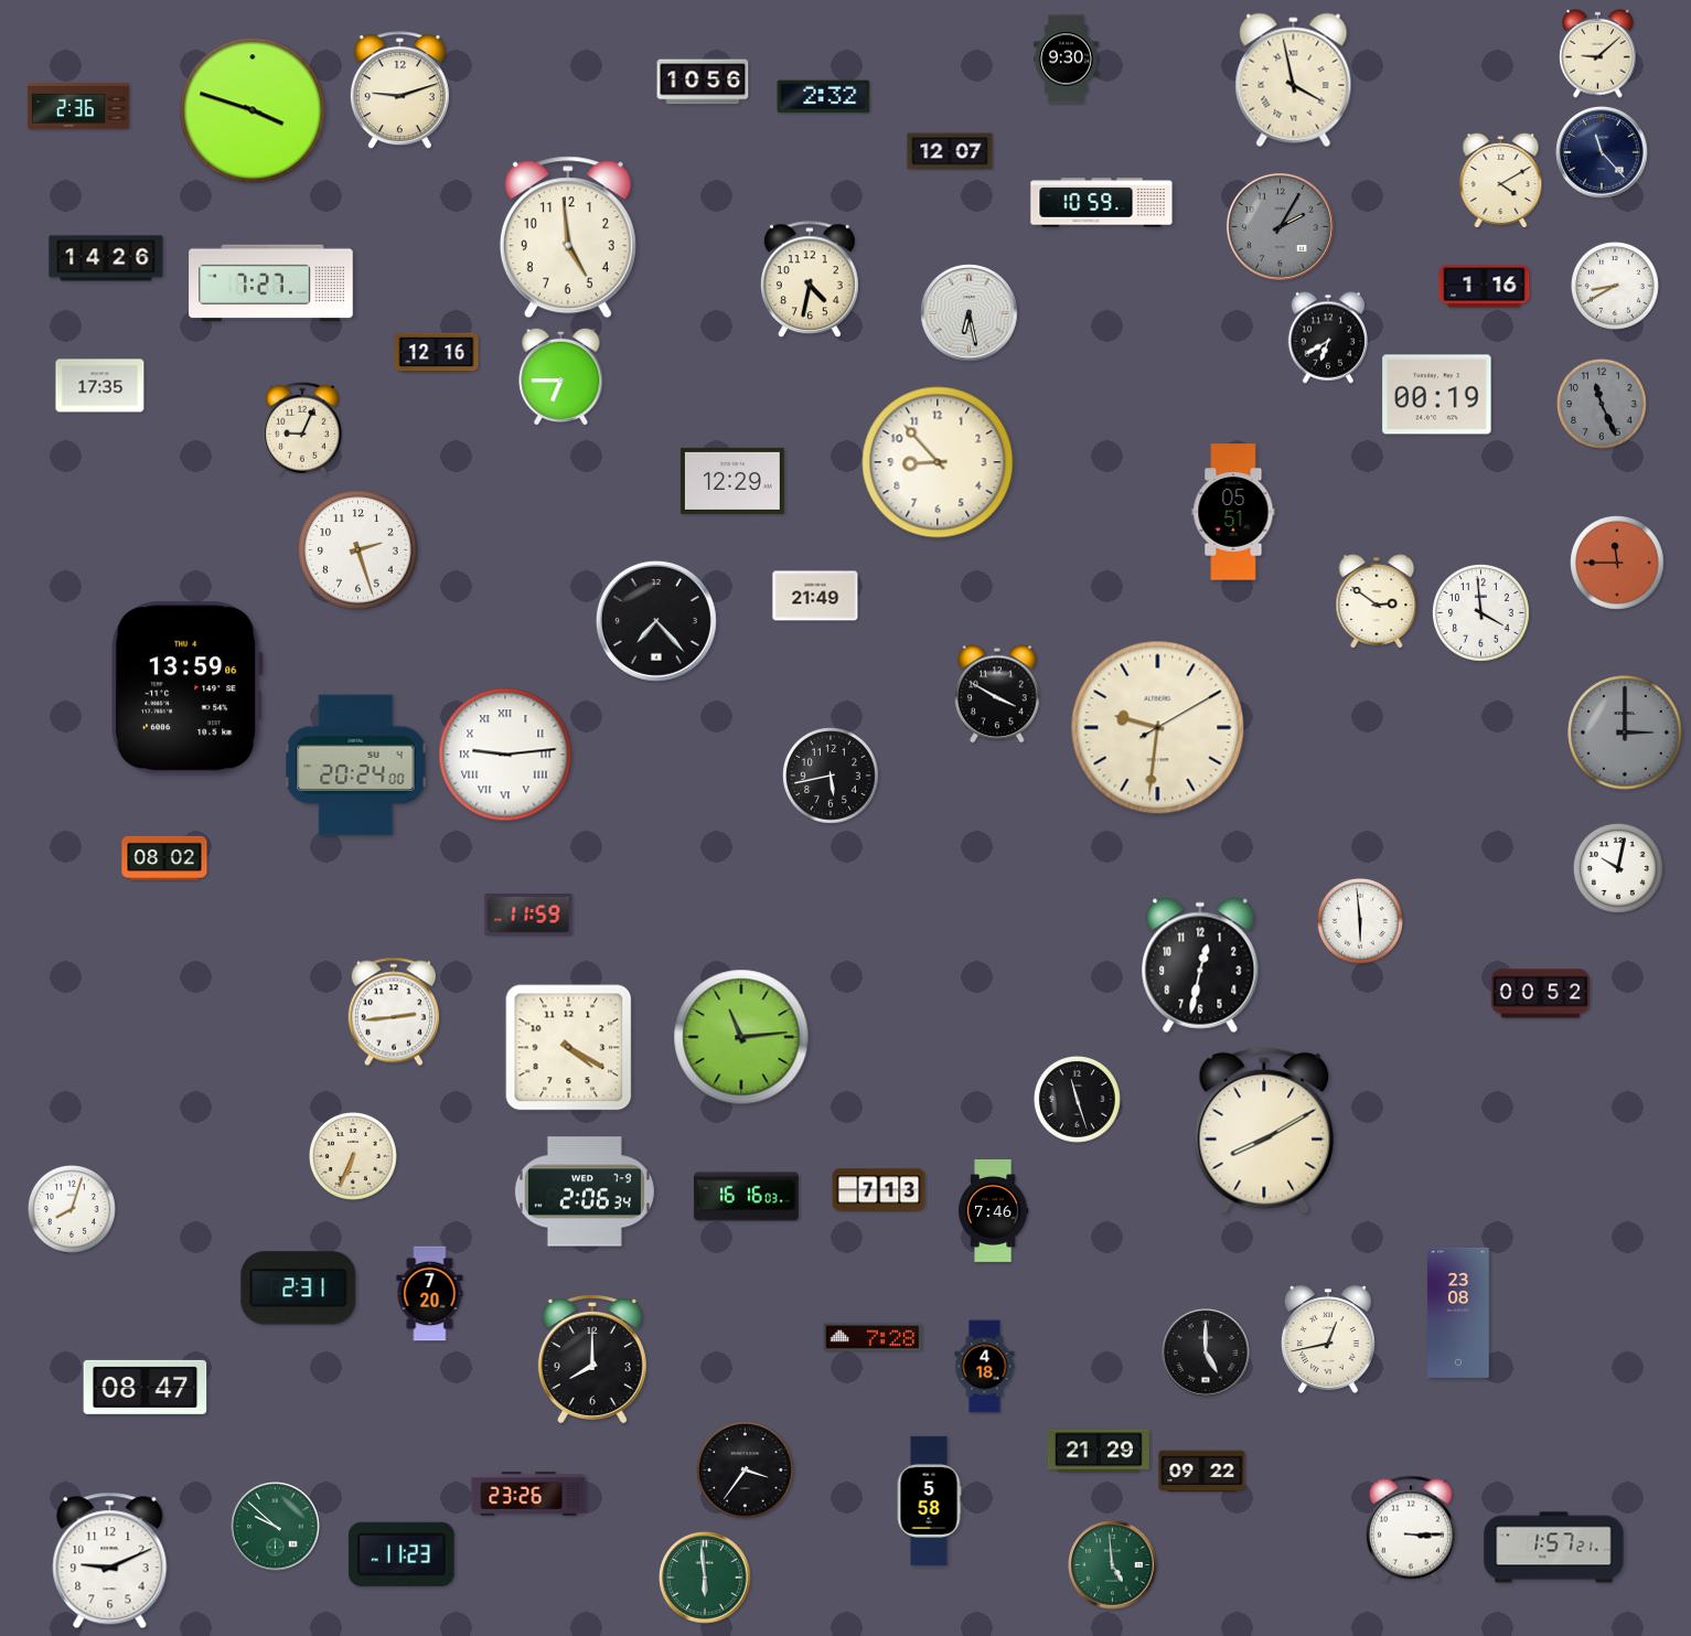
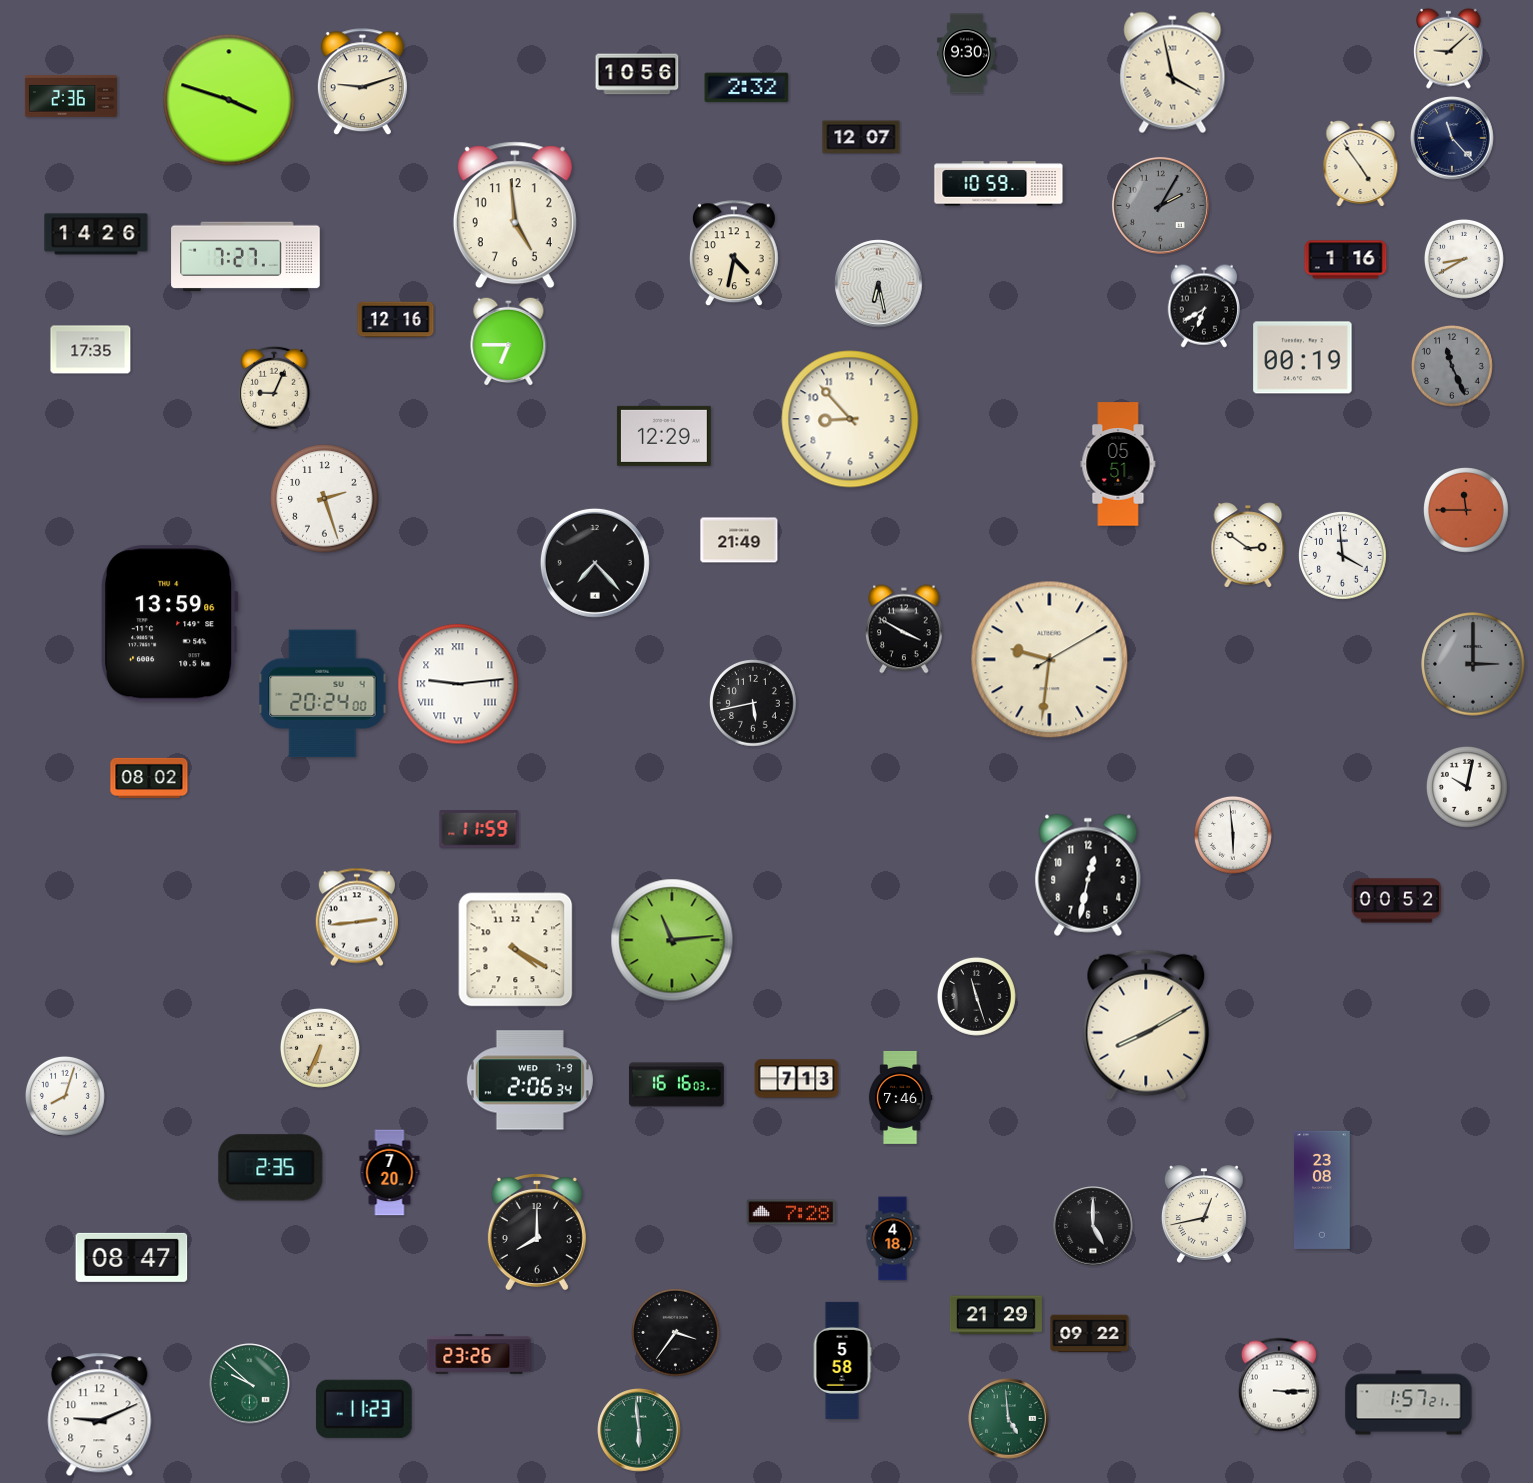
clock at (1501, 181): 4:10 -> 4:54
clock at (299, 1289): 2:31 -> 2:35
